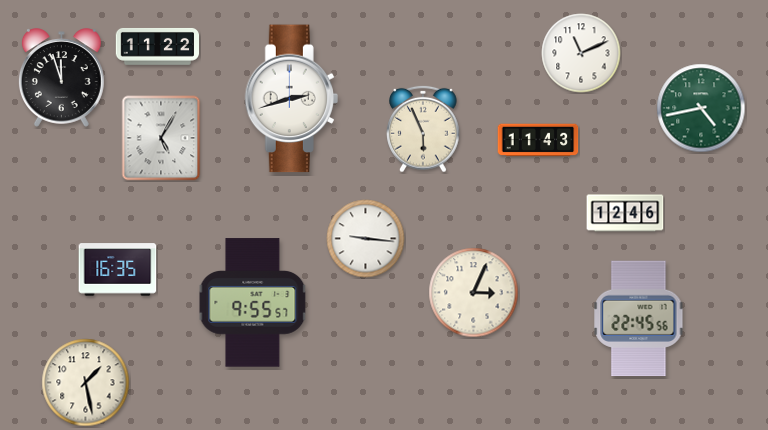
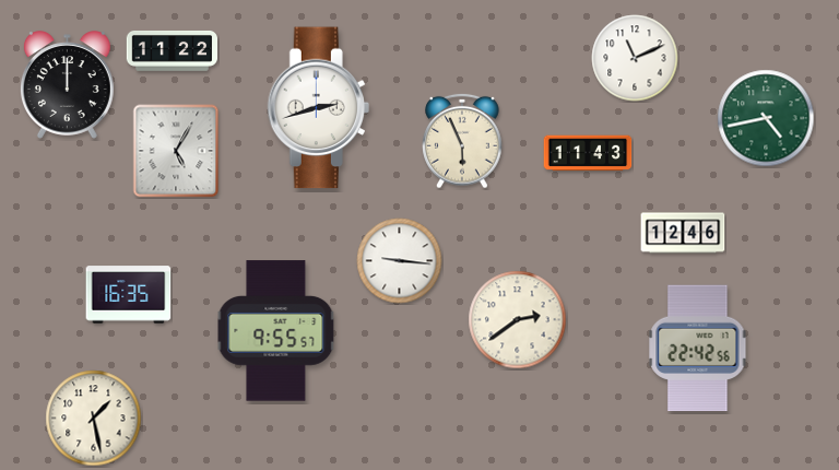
clock at (61, 78): 11:57 -> 12:00
clock at (474, 293): 3:04 -> 2:39
clock at (639, 319): 22:45 -> 22:42
